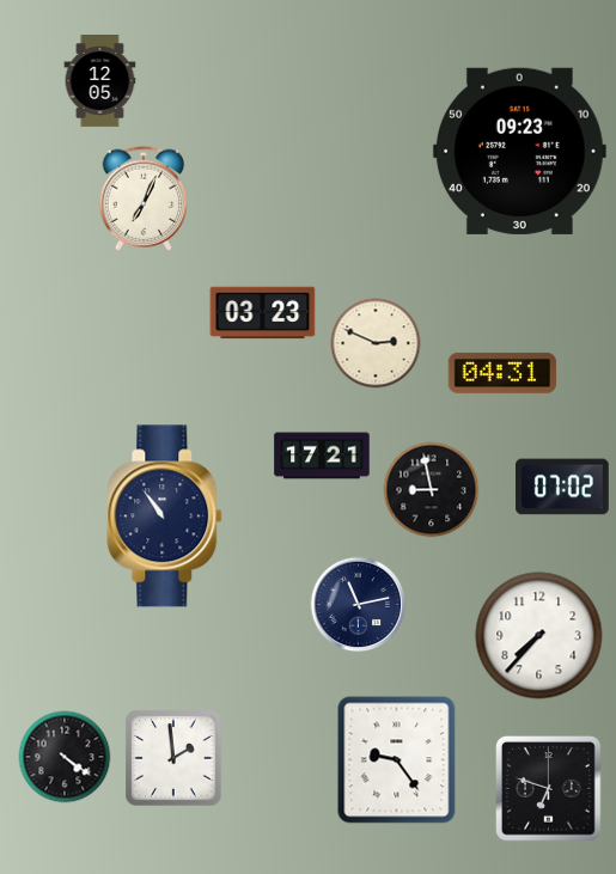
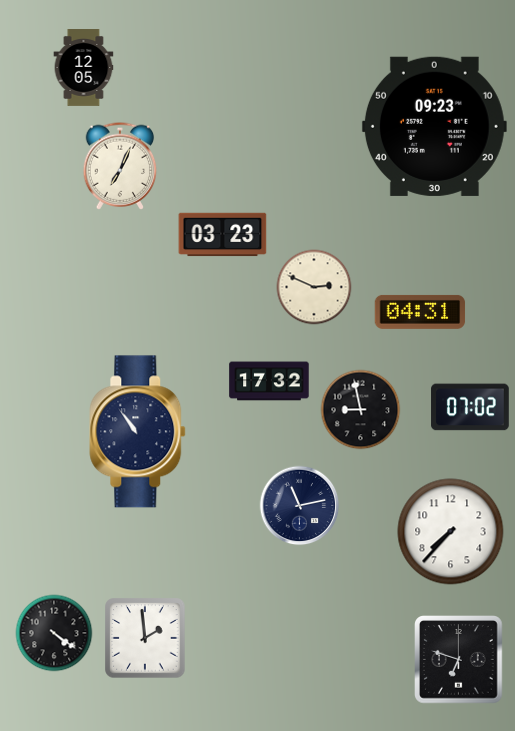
clock at (263, 313) position: (263, 313) -> (223, 235)
clock at (322, 456): 17:21 -> 17:32
clock at (173, 758) position: (173, 758) -> (145, 638)
clock at (397, 760): 9:24 -> none
